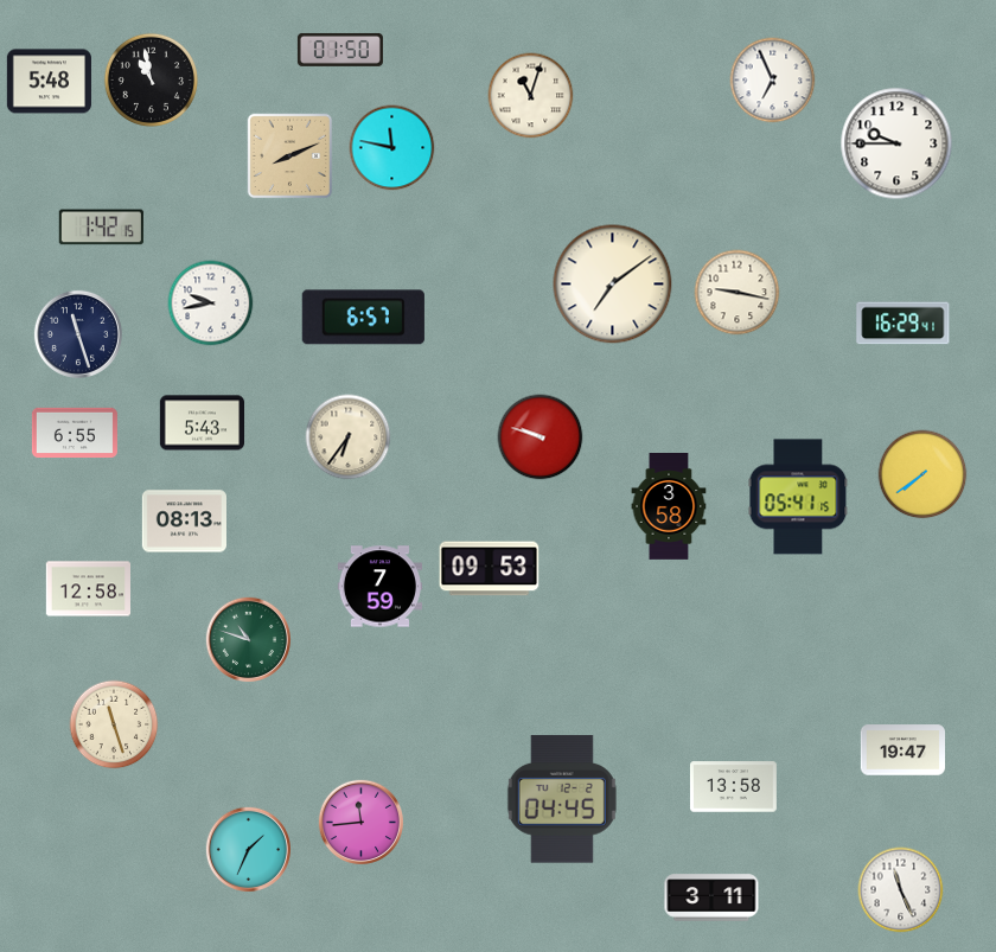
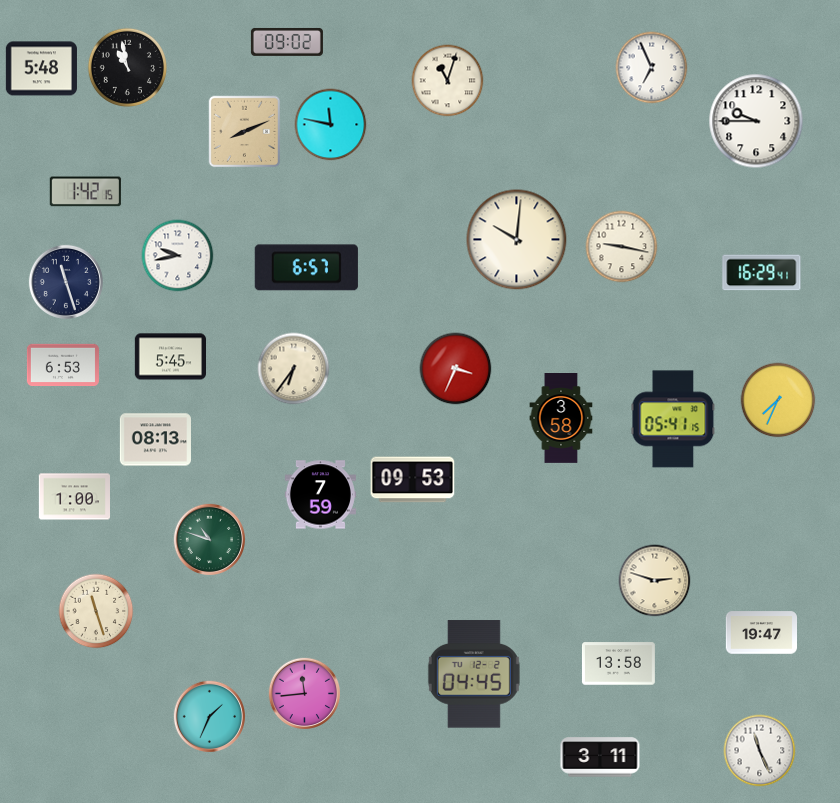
clock at (340, 50): 01:50 -> 09:02
clock at (613, 285): 7:09 -> 10:01
clock at (202, 423): 5:43 -> 5:45
clock at (75, 433): 6:55 -> 6:53
clock at (541, 437): 9:48 -> 3:34
clock at (922, 474): 7:39 -> 7:34
clock at (669, 506) position: (669, 506) -> (561, 418)
clock at (88, 589): 12:58 -> 1:00
clock at (655, 581): none -> 2:48
